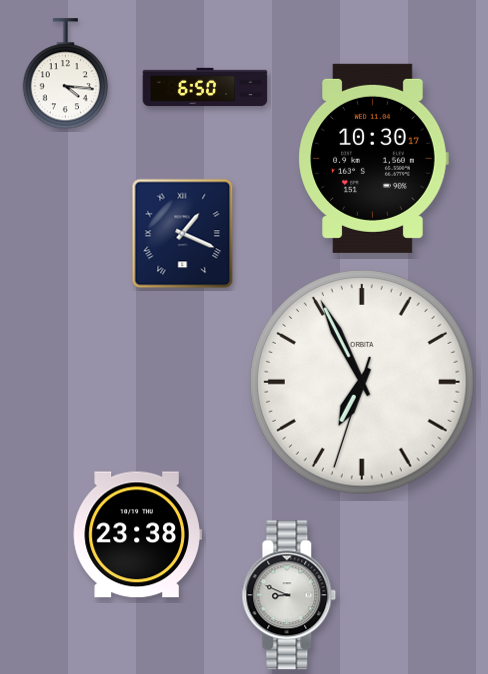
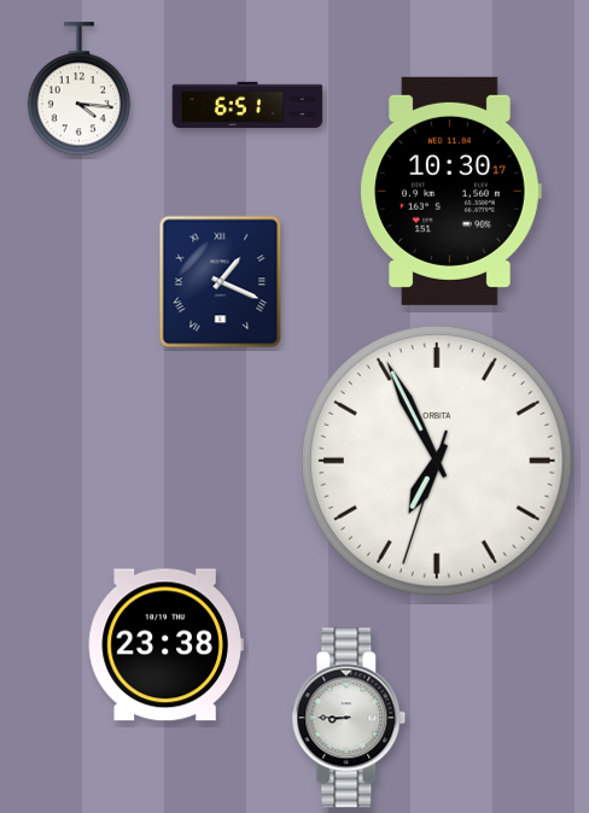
clock at (205, 87): 6:50 -> 6:51
clock at (289, 595): 8:49 -> 8:45
